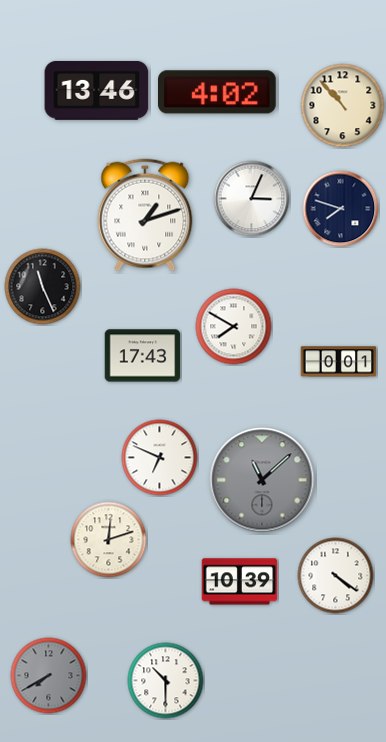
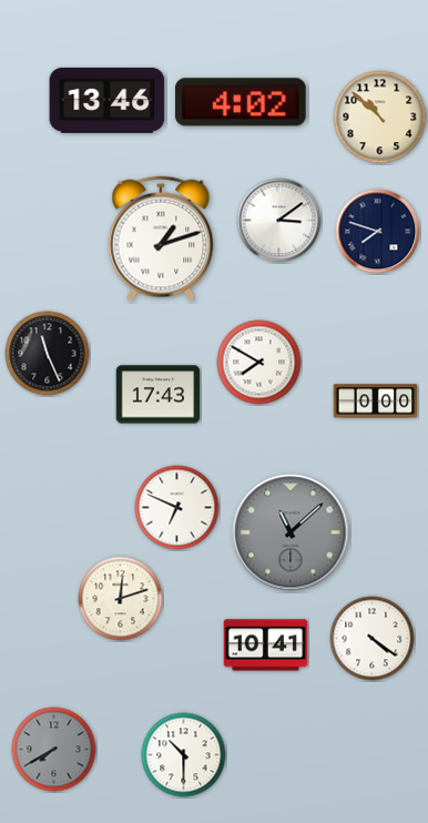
clock at (343, 106): 10:53 -> 10:52
clock at (252, 199): 3:04 -> 3:09
clock at (43, 287) position: (43, 287) -> (48, 354)
clock at (339, 362): 0:01 -> 0:00
clock at (240, 582): 10:39 -> 10:41
